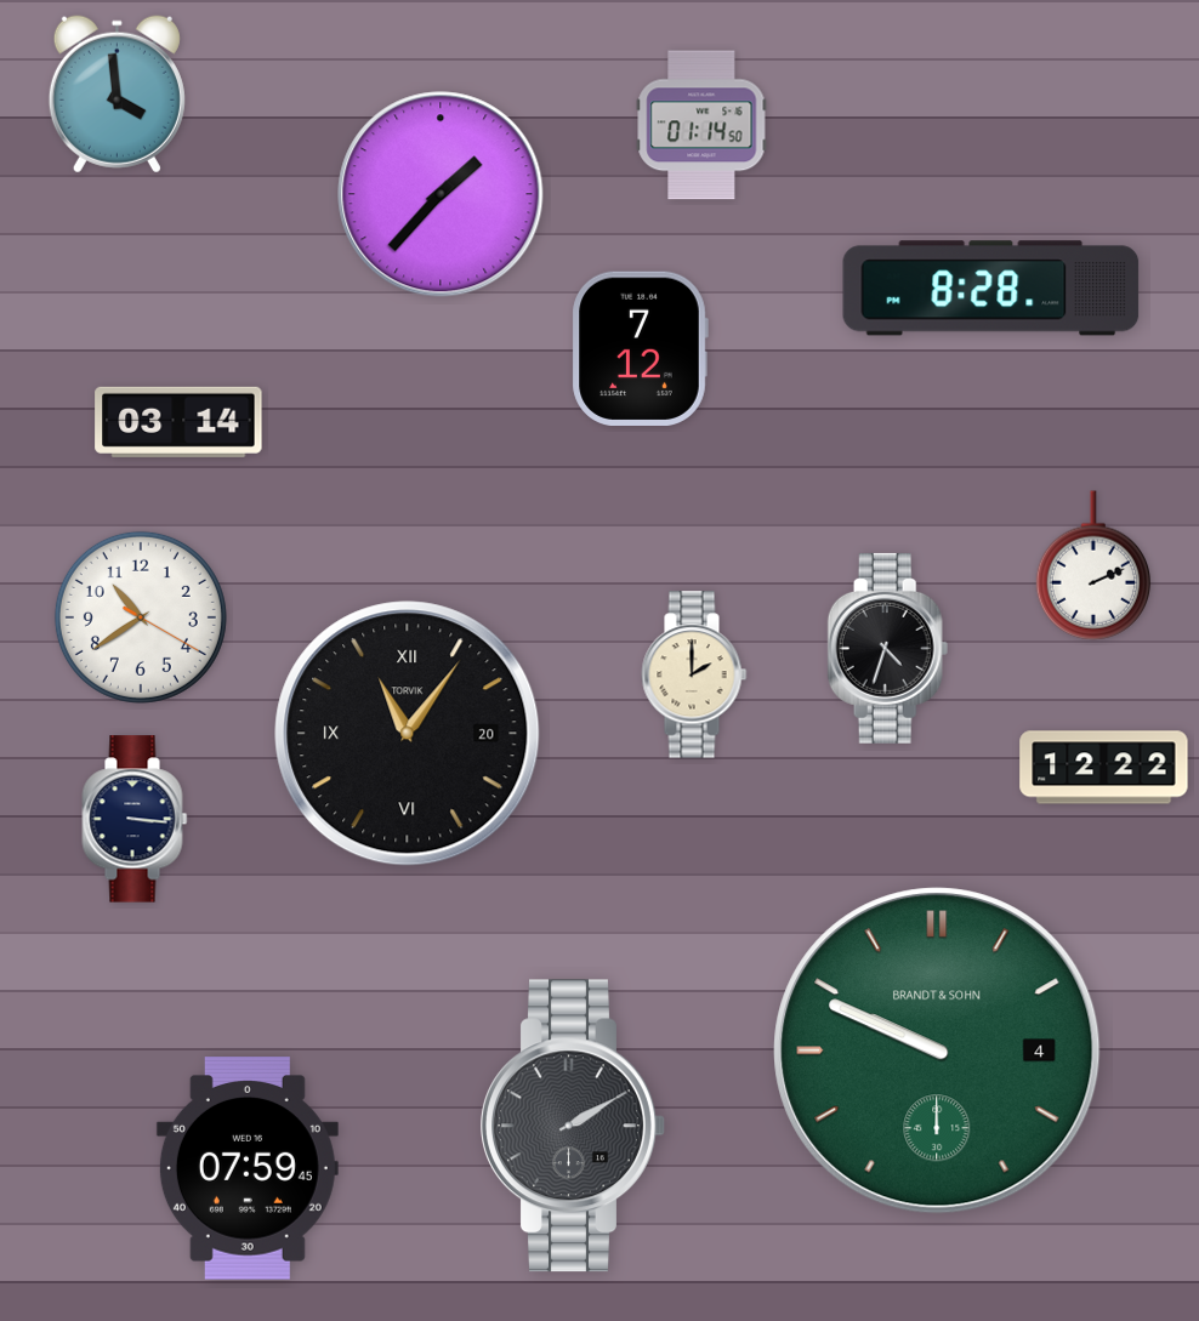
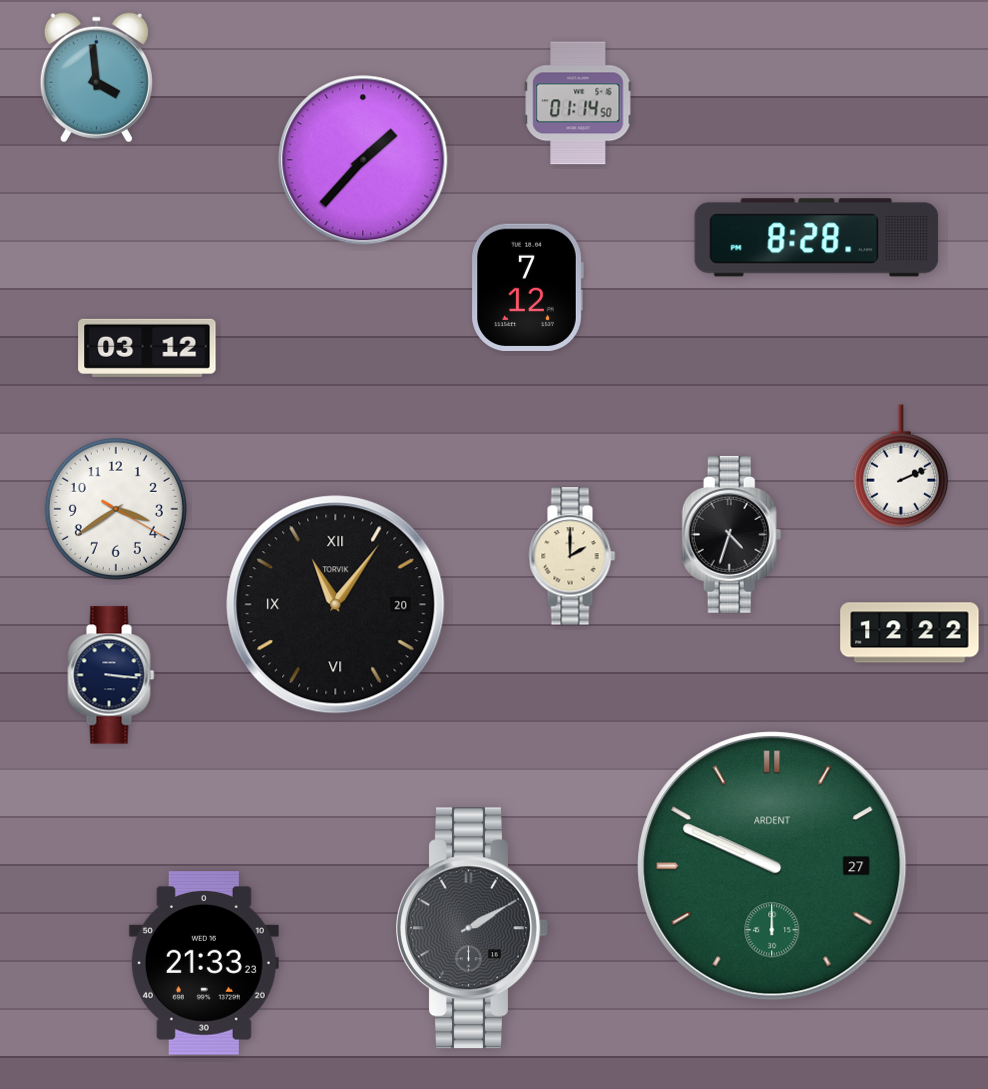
clock at (178, 422): 03:14 -> 03:12
clock at (141, 617): 10:39 -> 3:39
clock at (937, 1050) date: 4 -> 27
clock at (937, 1050) brand: BRANDT & SOHN -> ARDENT
clock at (248, 1169): 07:59 -> 21:33
